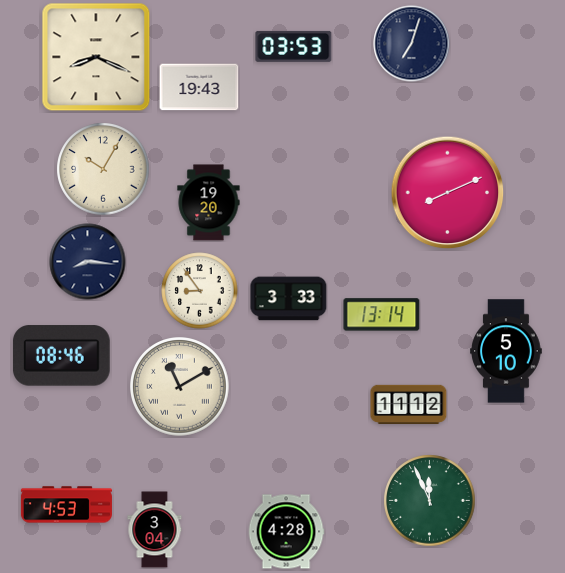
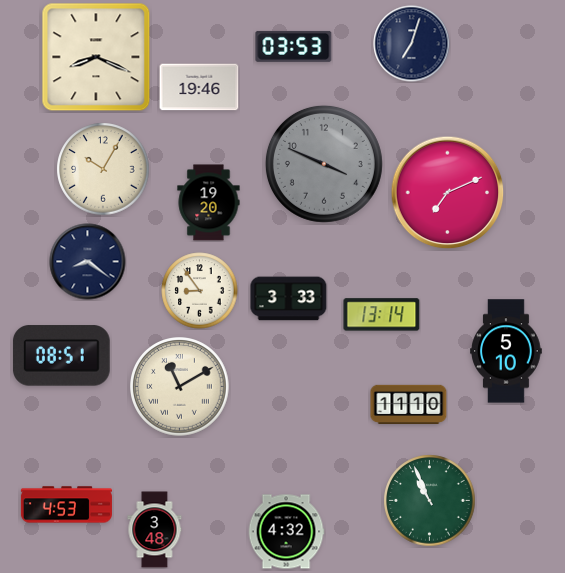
clock at (199, 87): 19:43 -> 19:46
clock at (324, 164): none -> 3:49
clock at (448, 193): 8:11 -> 7:11
clock at (88, 262): 8:16 -> 8:21
clock at (62, 356): 08:46 -> 08:51
clock at (409, 405): 11:12 -> 11:10
clock at (430, 501): 11:56 -> 10:56
clock at (155, 530): 3:04 -> 3:48
clock at (286, 532): 4:28 -> 4:32
